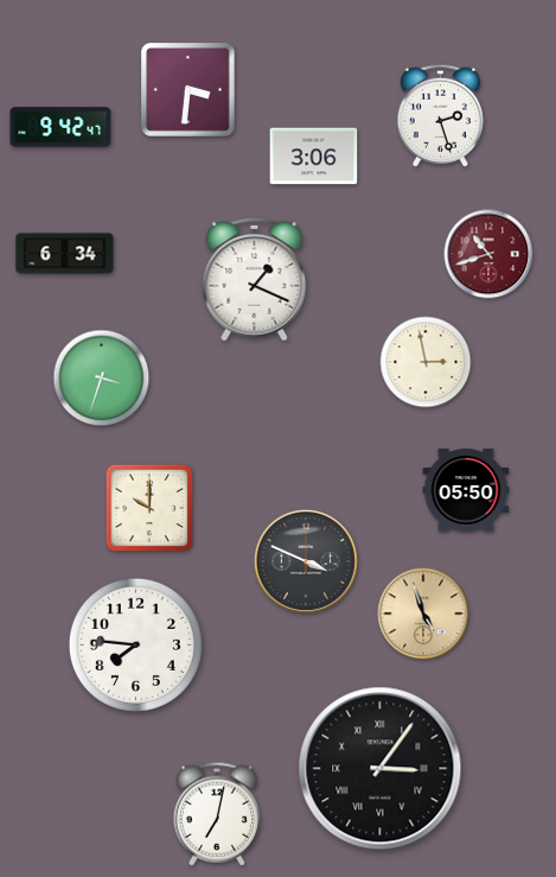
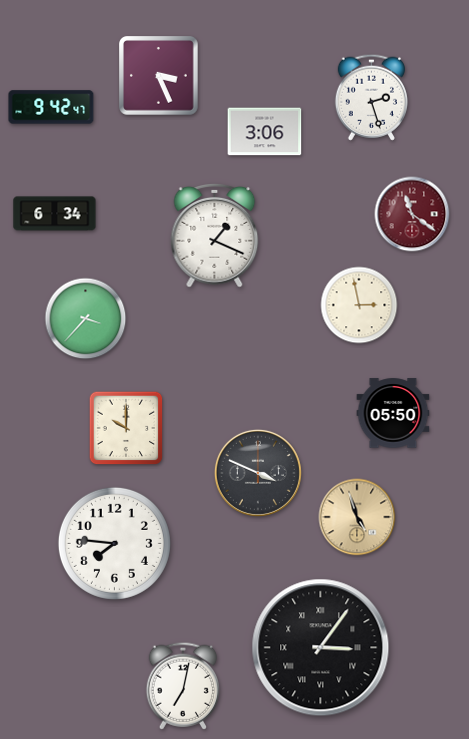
clock at (188, 90): 3:31 -> 3:26
clock at (488, 254): 10:42 -> 11:21
clock at (102, 379): 3:33 -> 3:37
